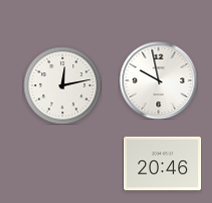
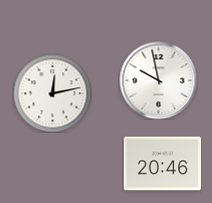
clock at (62, 85) position: (62, 85) -> (52, 93)
